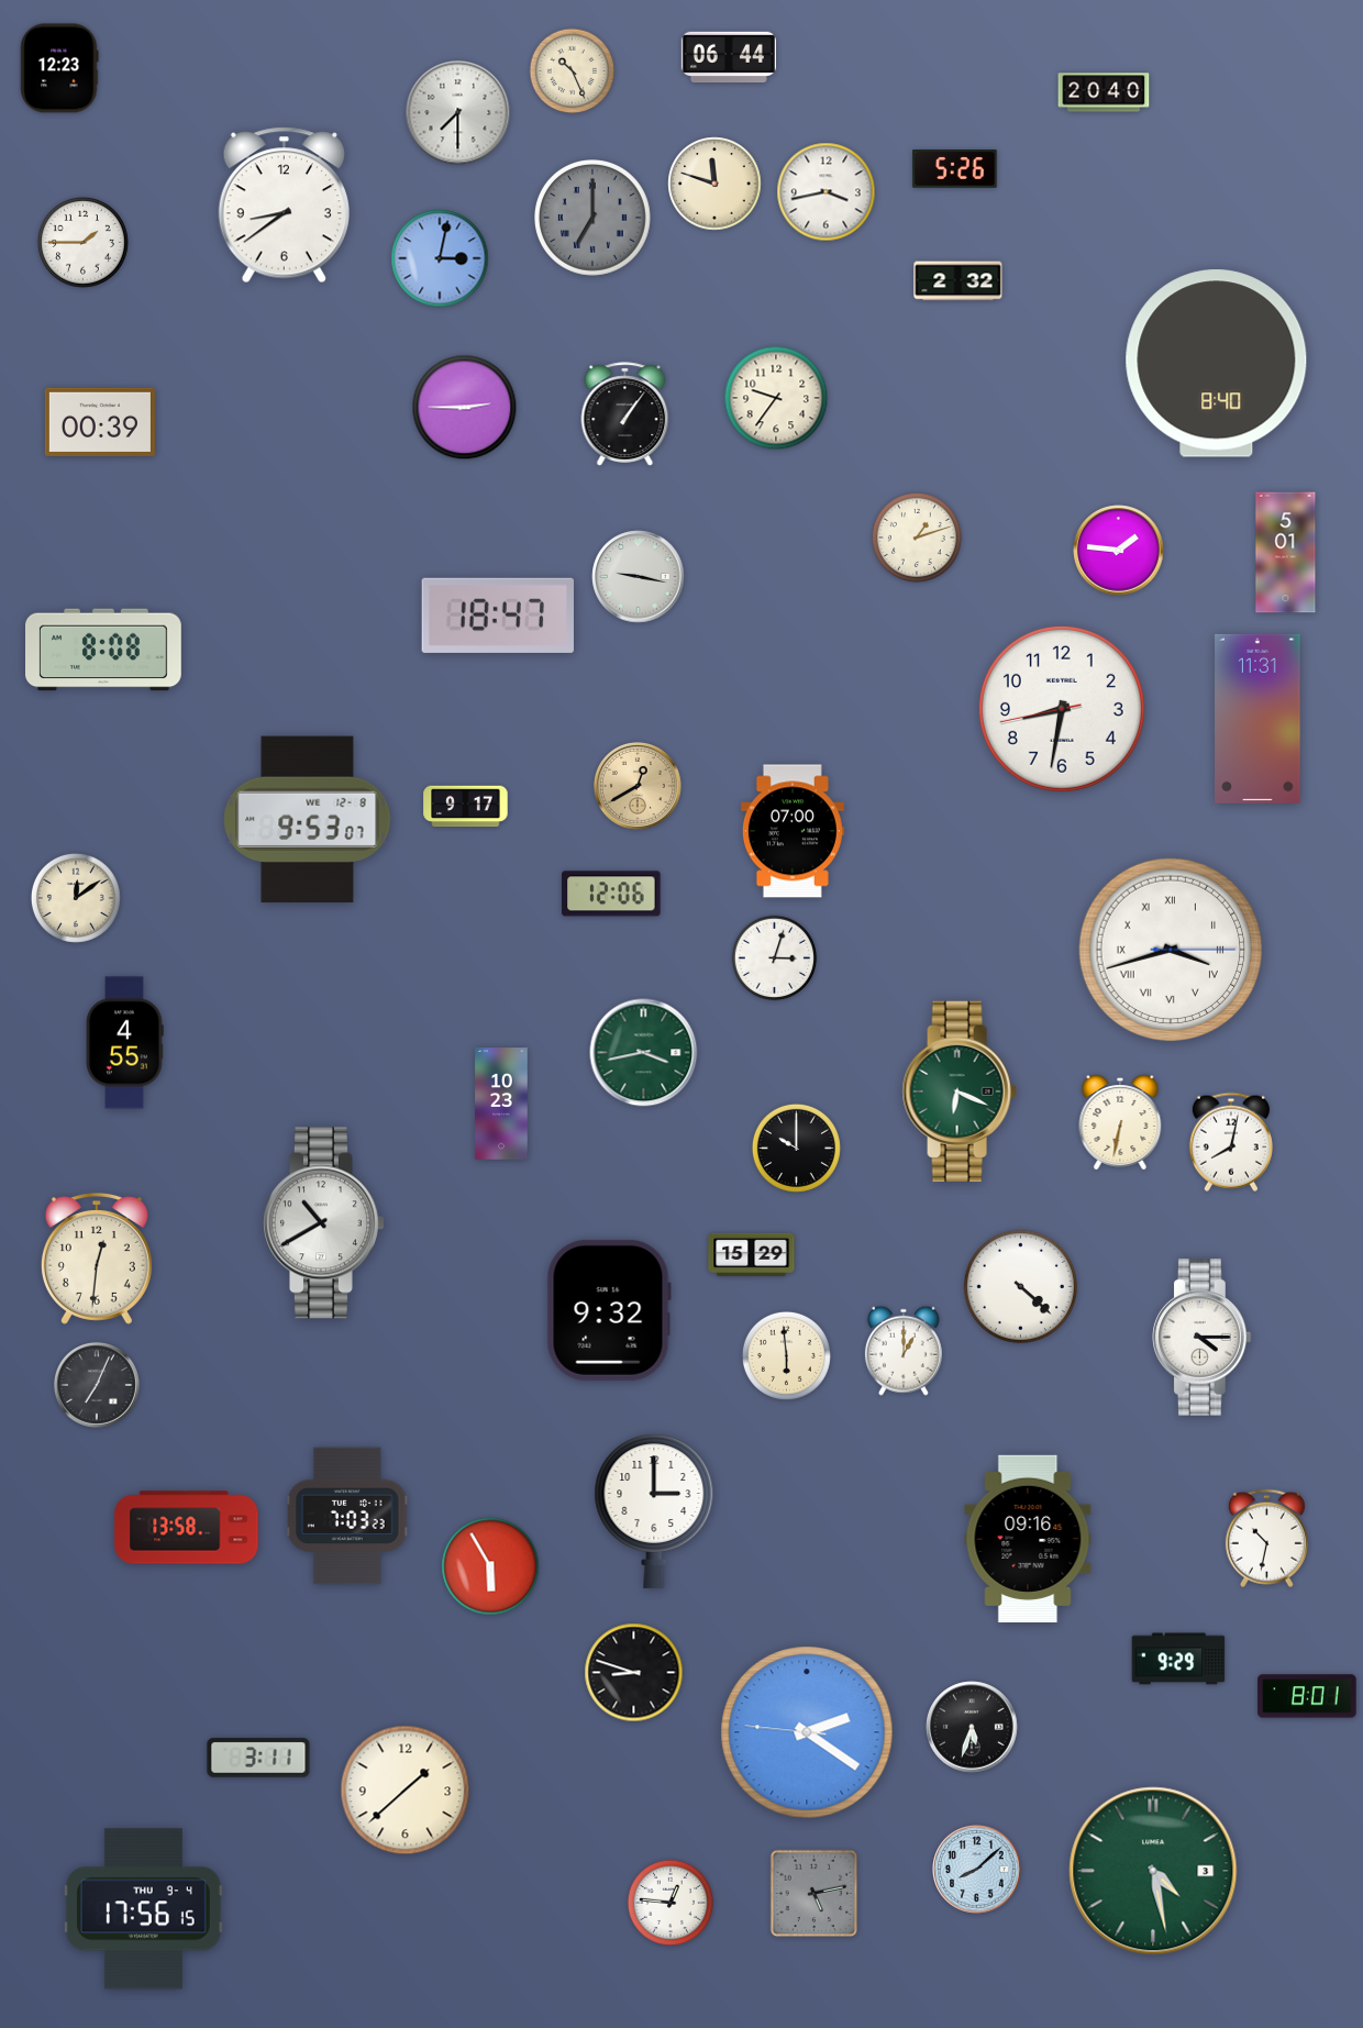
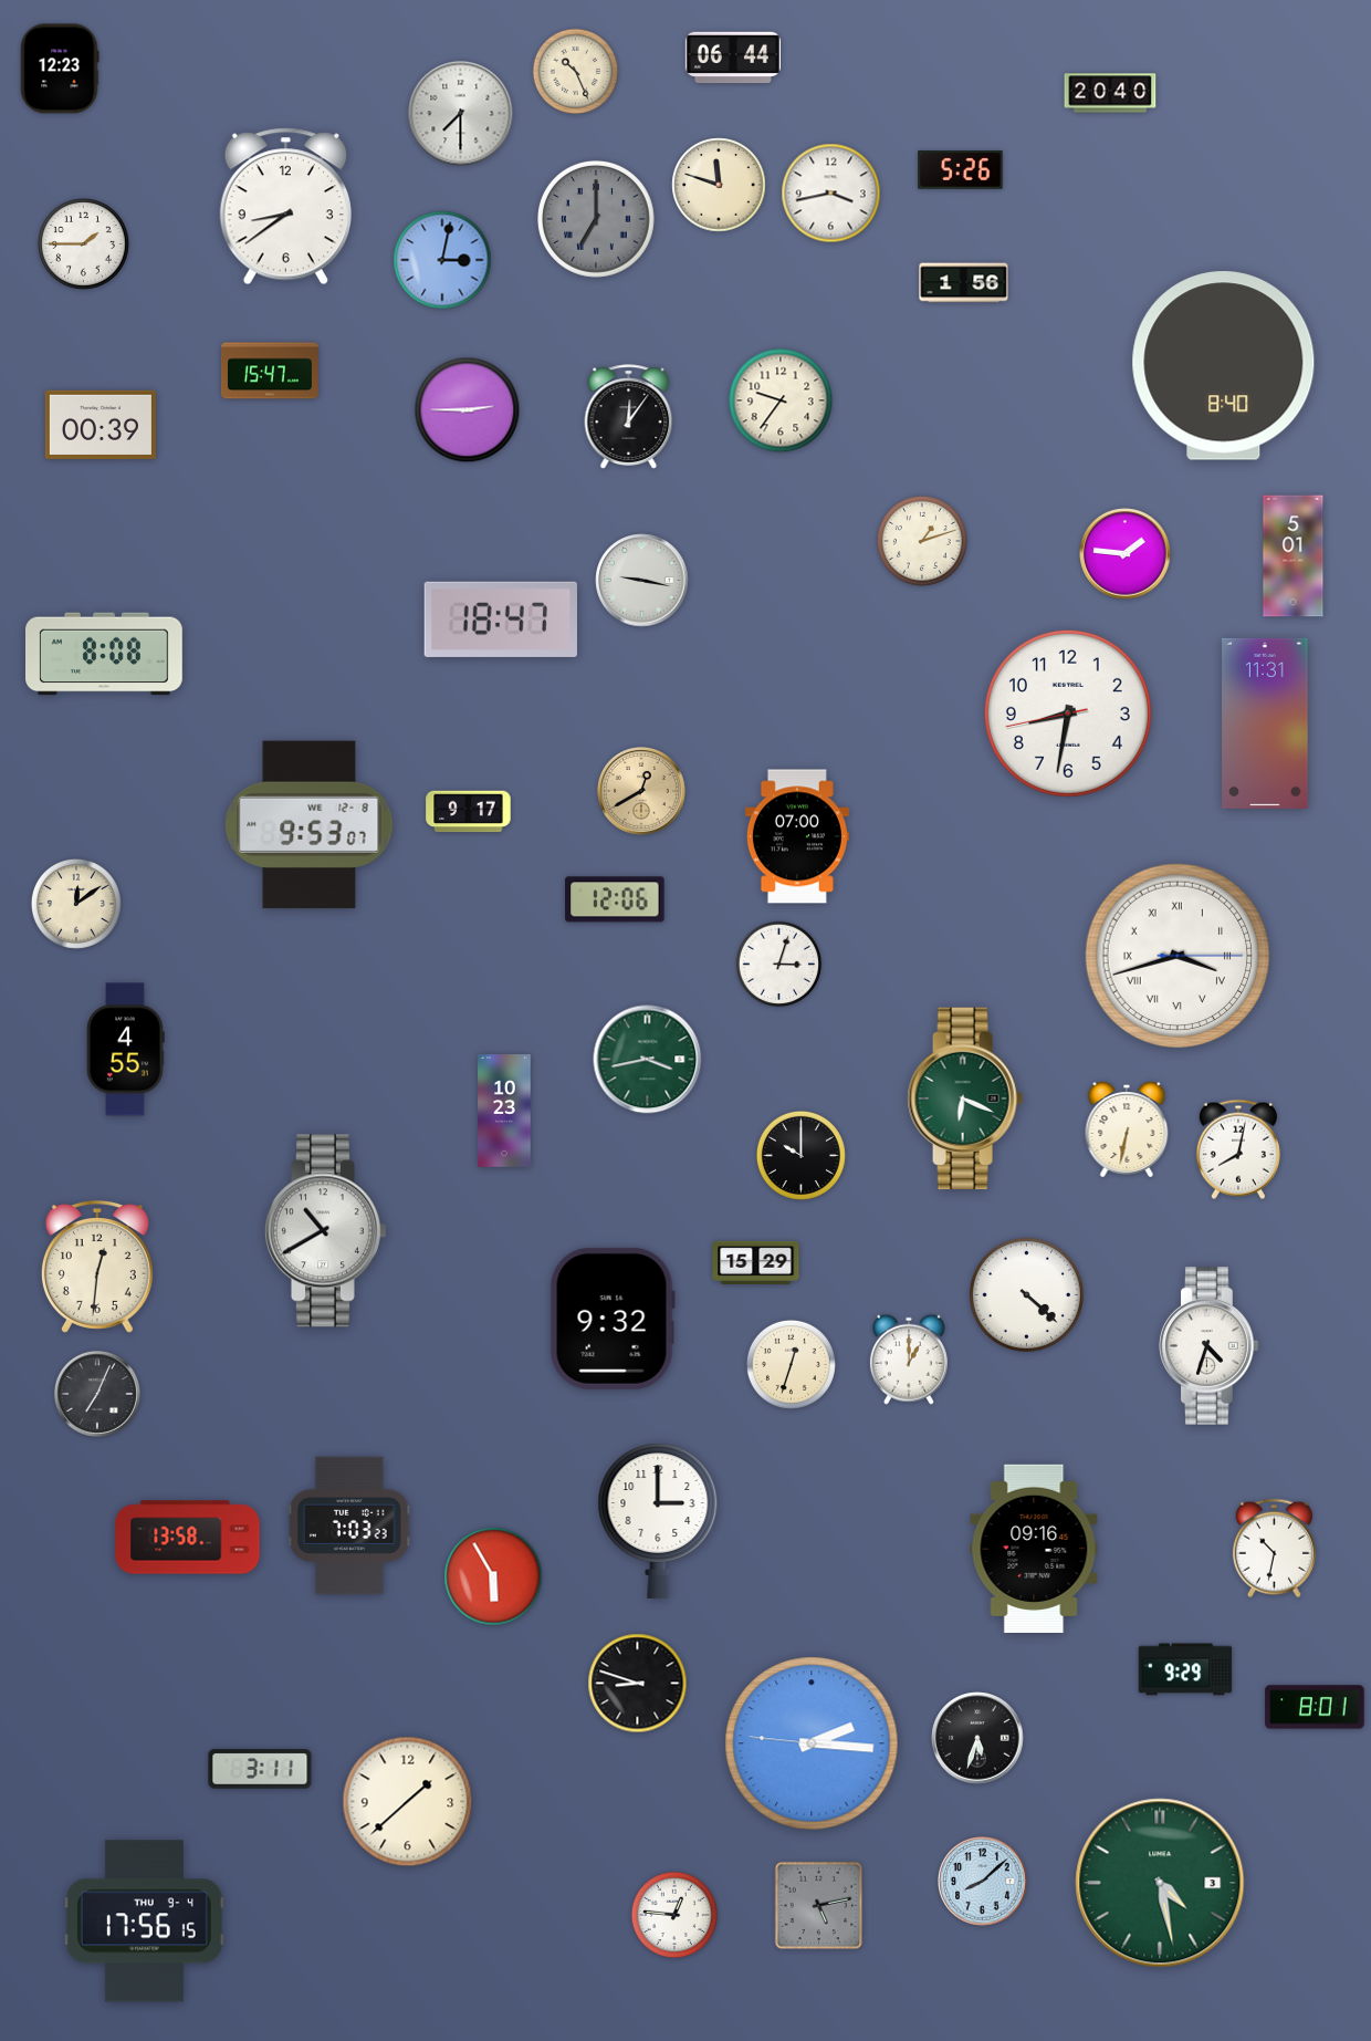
clock at (958, 281): 2:32 -> 1:56
clock at (270, 371): none -> 15:47
clock at (625, 414): 1:06 -> 12:06
clock at (1203, 1338): 4:15 -> 4:33
clock at (786, 1355): 5:59 -> 12:33
clock at (807, 1732): 2:20 -> 2:15
